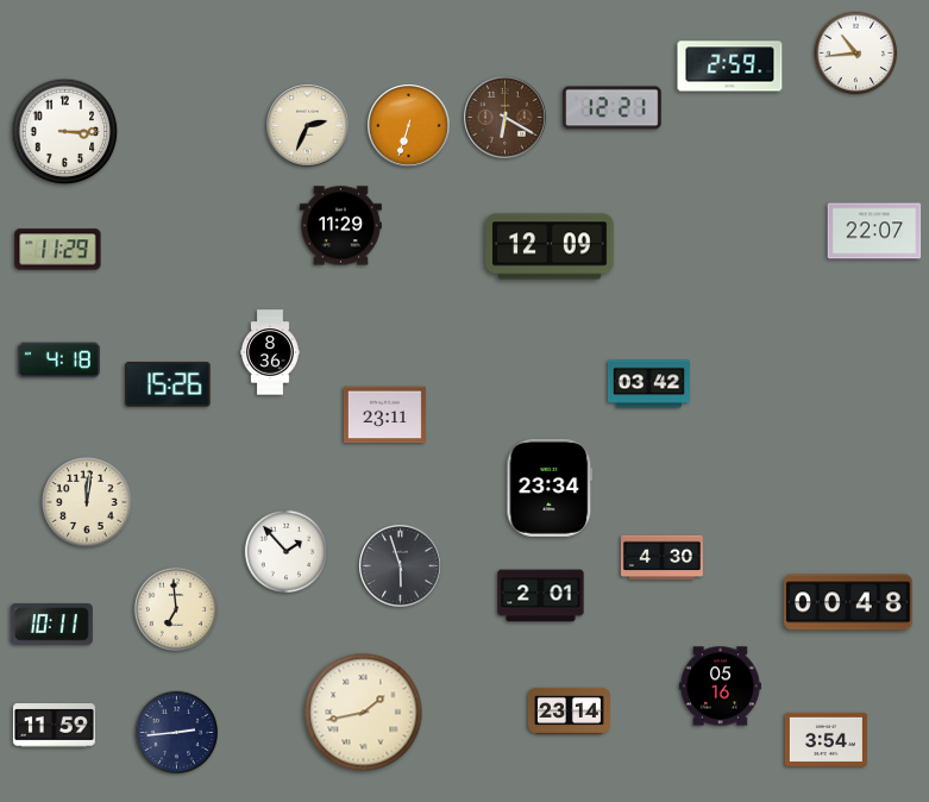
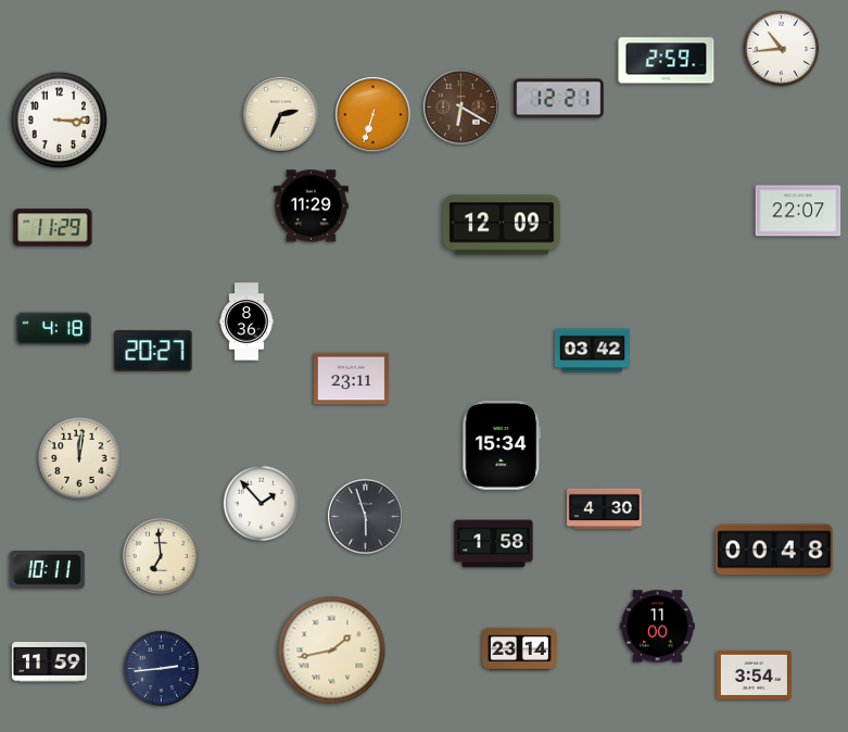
clock at (168, 384): 15:26 -> 20:27
clock at (550, 488): 23:34 -> 15:34
clock at (541, 596): 2:01 -> 1:58
clock at (720, 687): 05:16 -> 11:00
